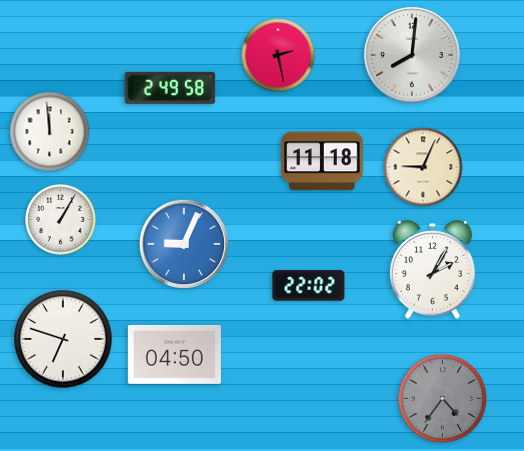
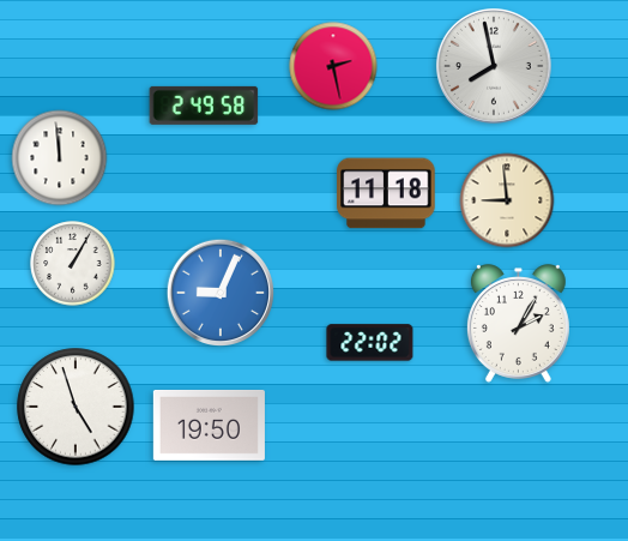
clock at (412, 55): 8:01 -> 7:58
clock at (423, 167): 9:04 -> 8:59
clock at (63, 339): 6:48 -> 4:57
clock at (174, 354): 04:50 -> 19:50
clock at (443, 399): 4:36 -> none
